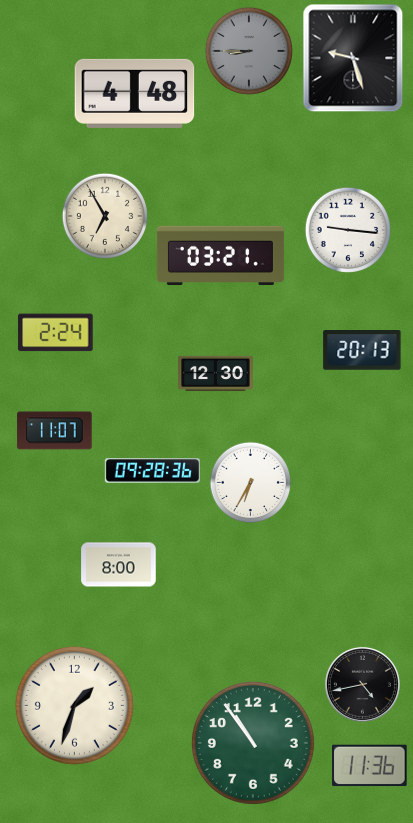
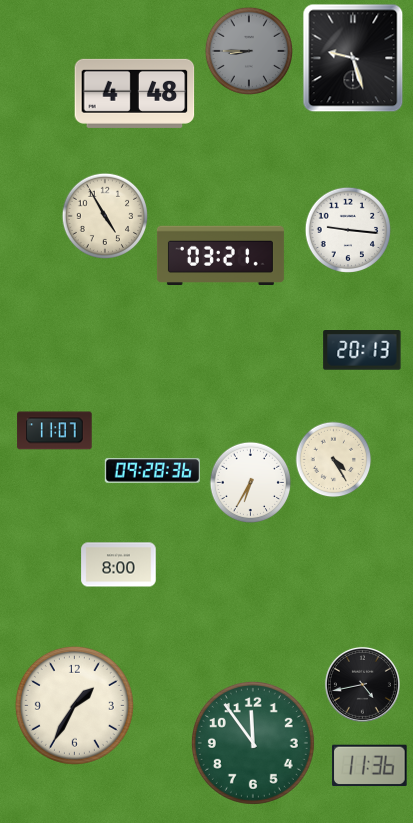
clock at (105, 216): 6:55 -> 4:55
clock at (56, 333): 2:24 -> none
clock at (216, 374): 12:30 -> none
clock at (334, 460): none -> 4:25
clock at (74, 705): 1:33 -> 1:35
clock at (253, 743): 10:54 -> 11:54
